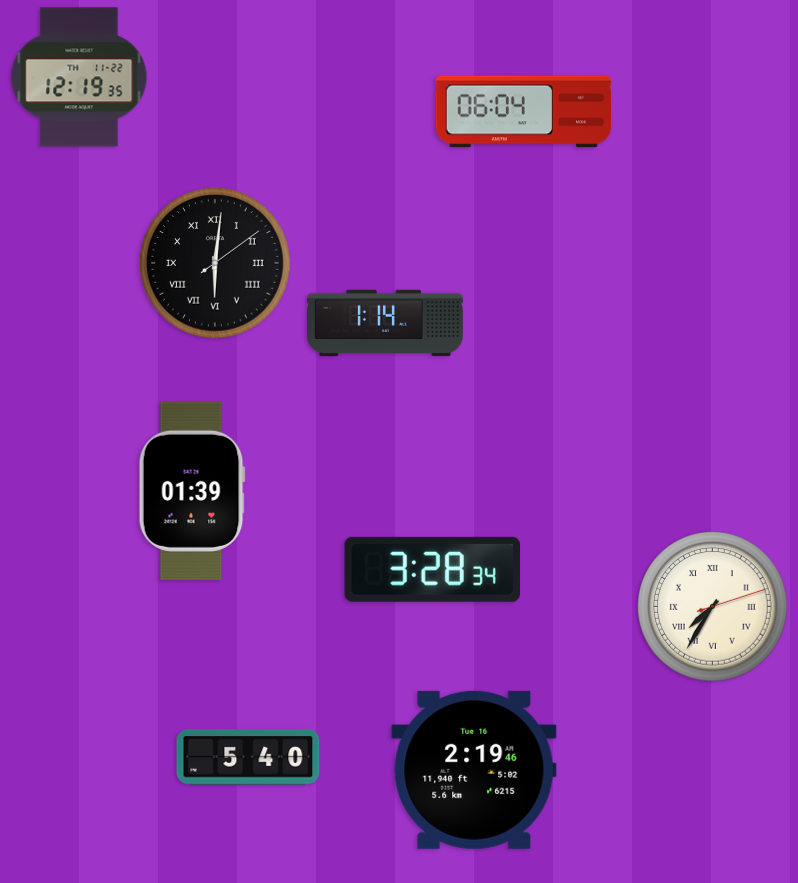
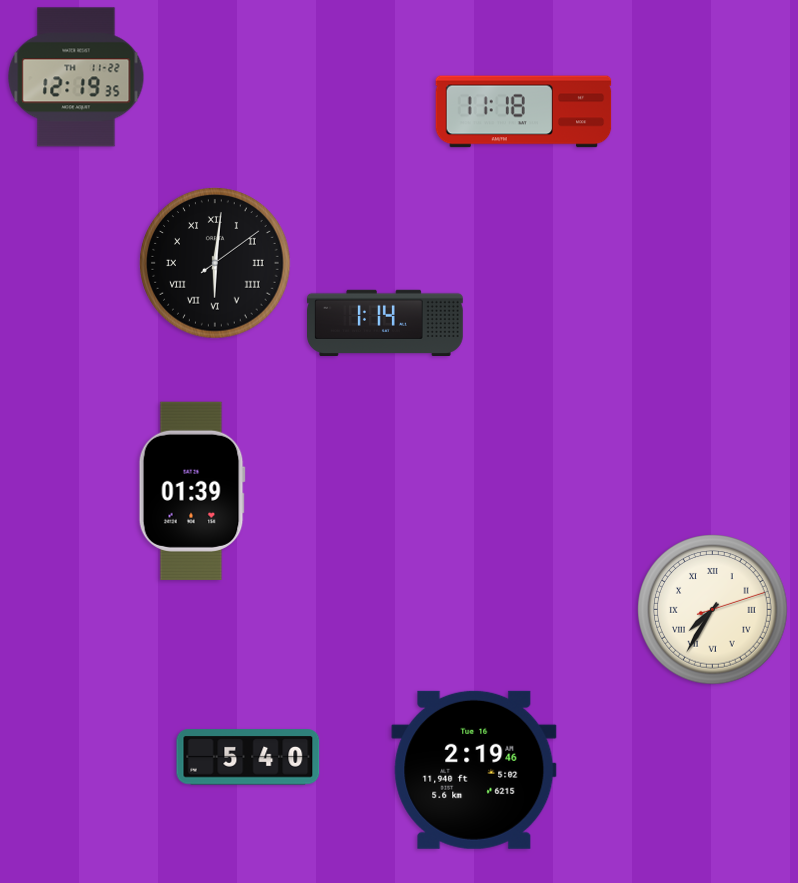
clock at (79, 77) position: (79, 77) -> (76, 77)
clock at (524, 112): 06:04 -> 11:18
clock at (432, 569): 3:28 -> none
clock at (713, 607) position: (713, 607) -> (713, 610)
